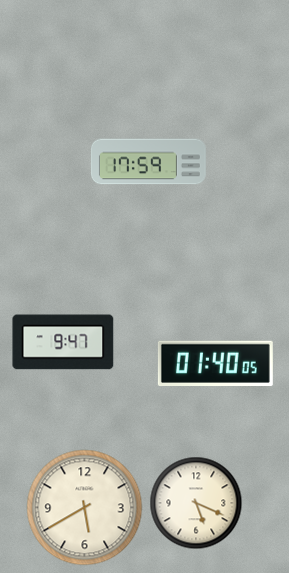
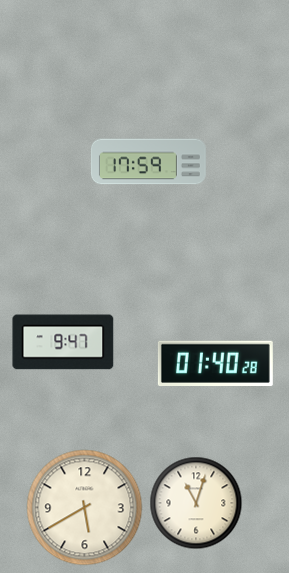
clock at (215, 363): 01:40:05 -> 01:40:28
clock at (196, 503): 5:19 -> 11:03
